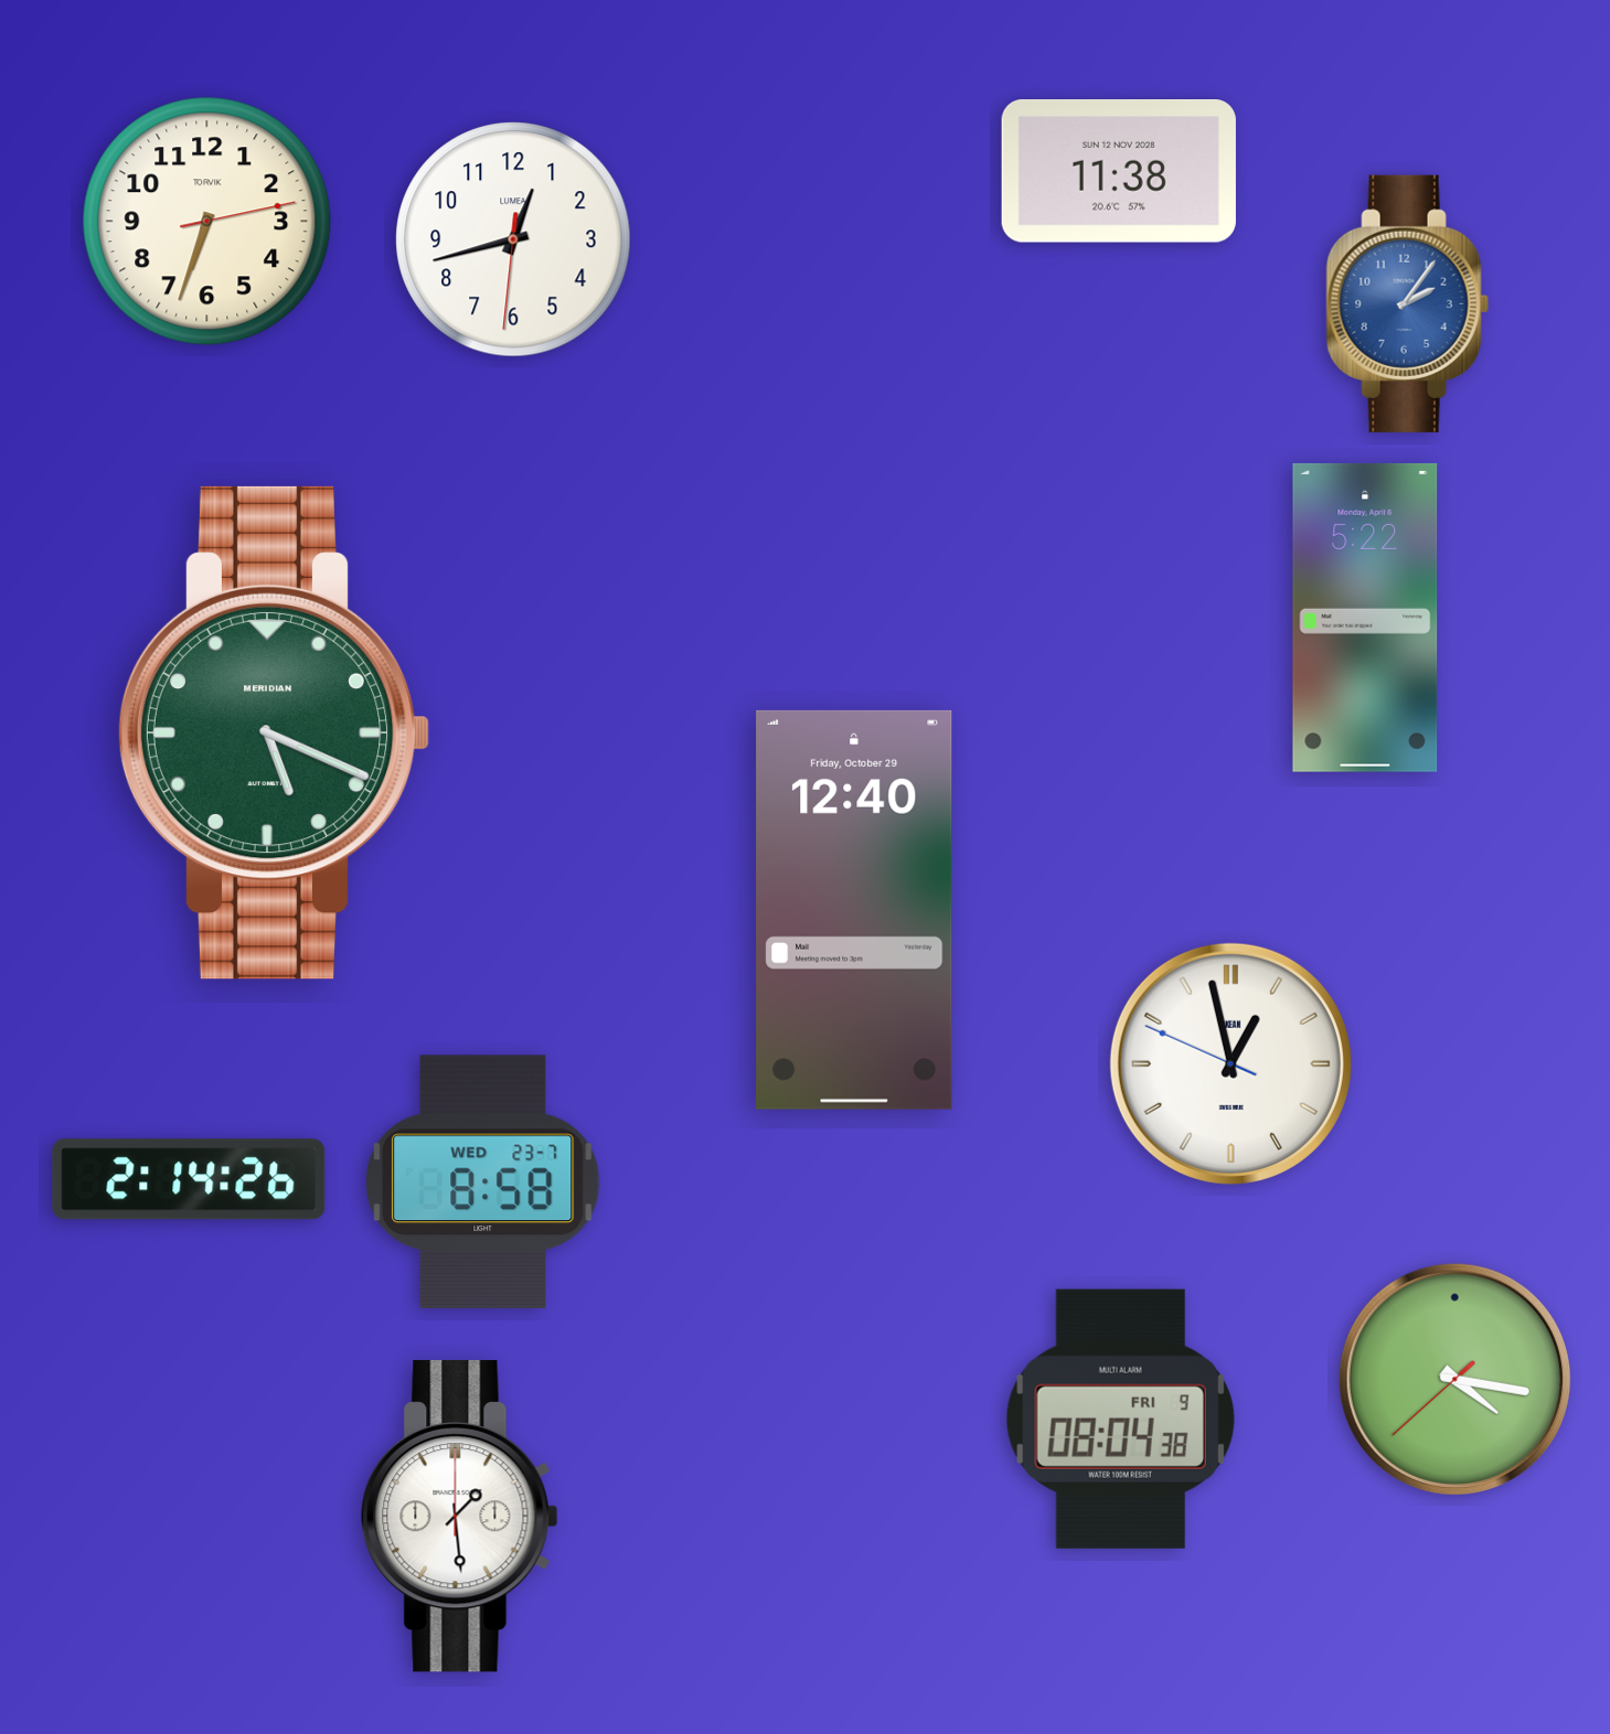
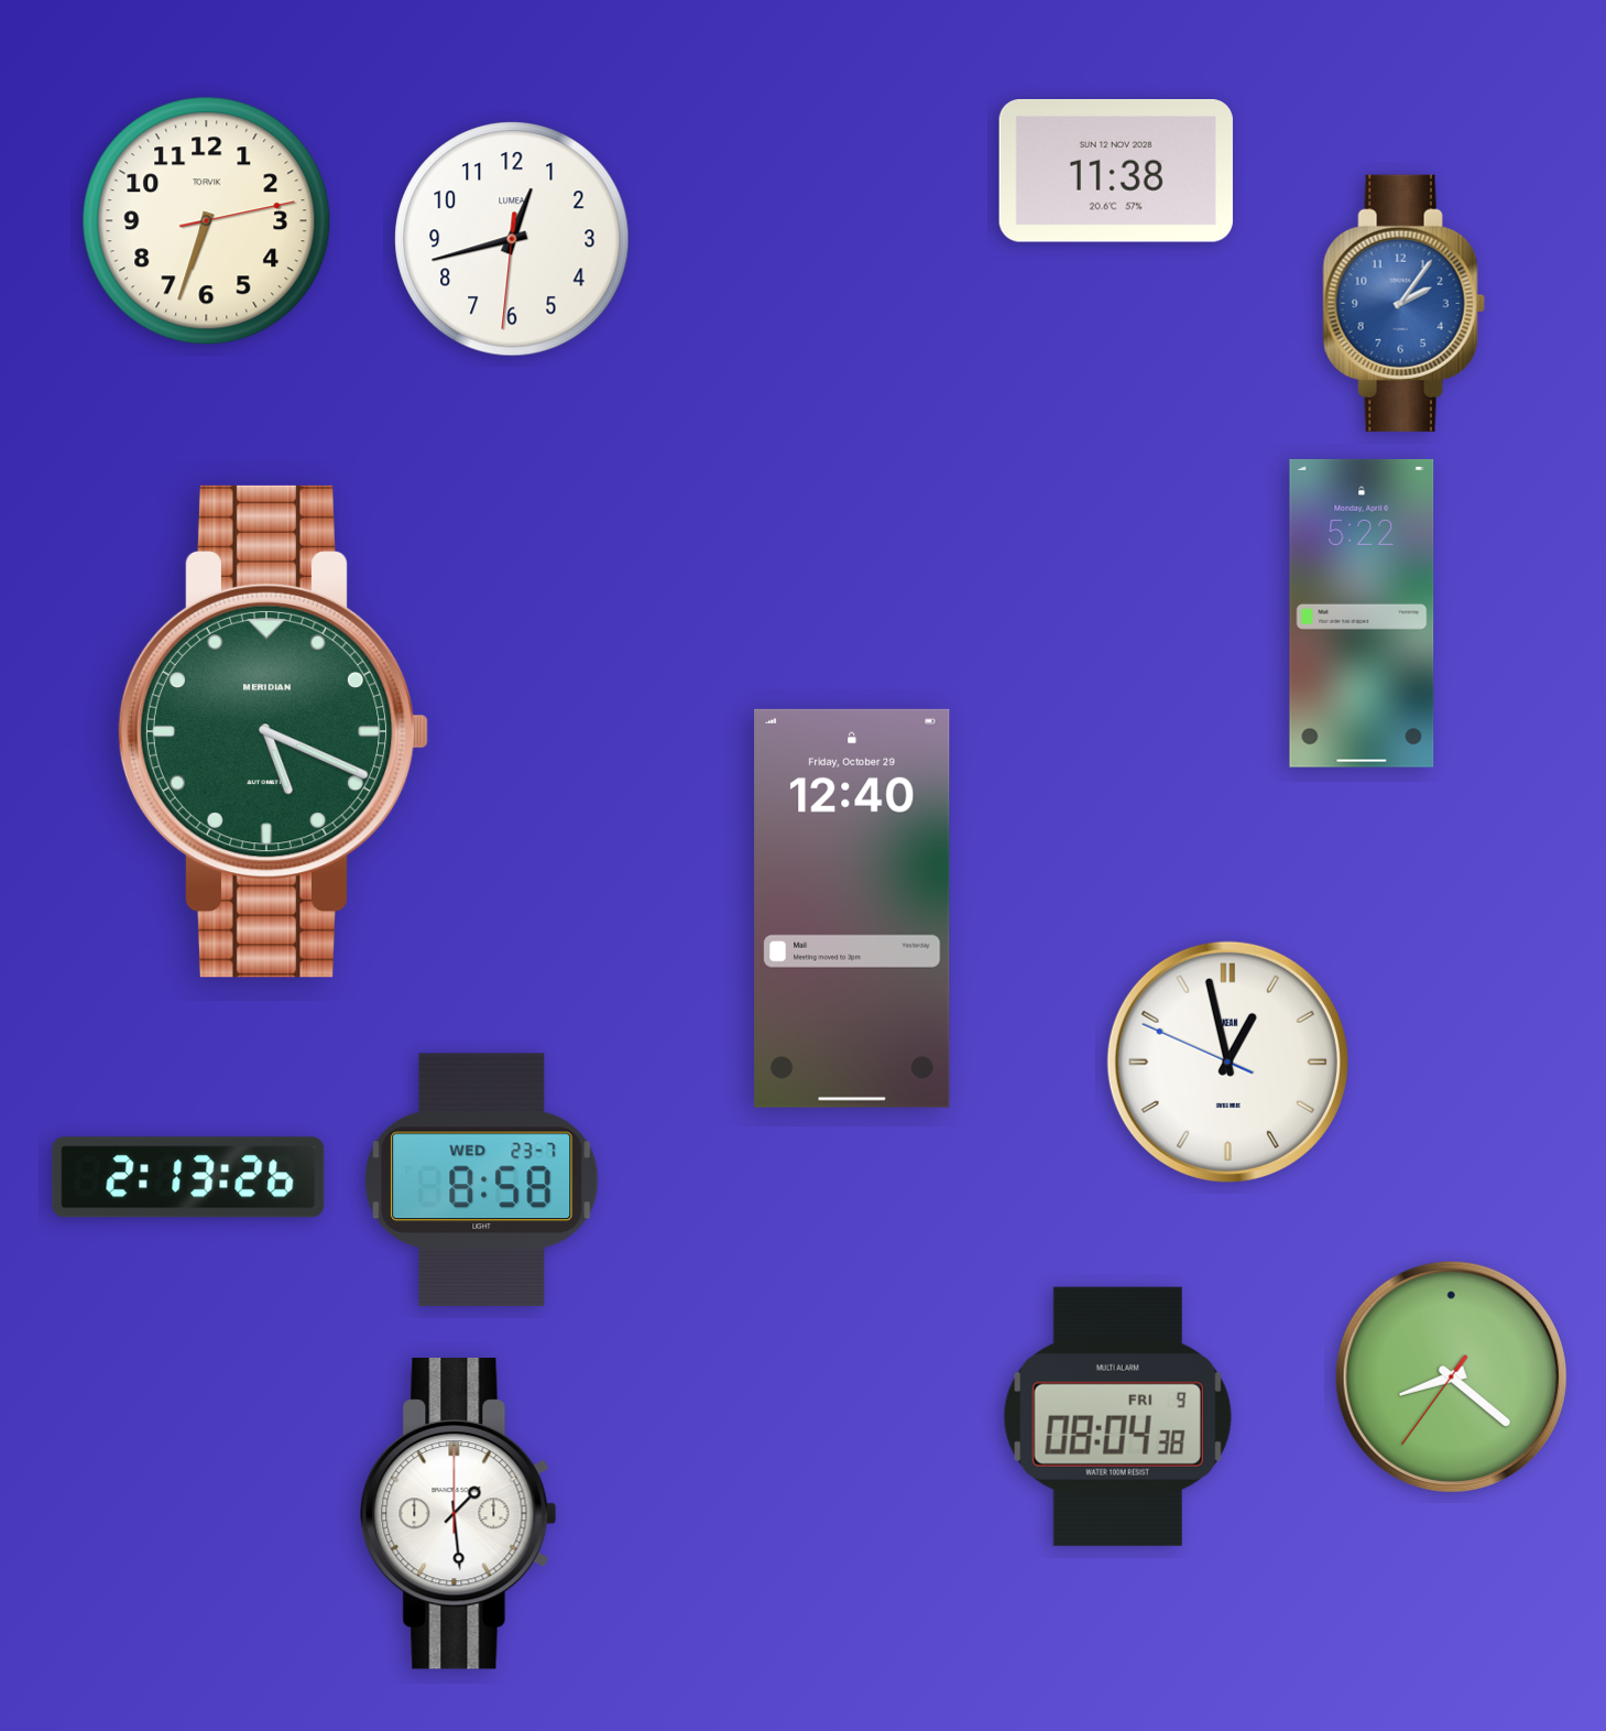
clock at (1365, 618) position: (1365, 618) -> (1362, 613)
clock at (189, 1179): 2:14 -> 2:13
clock at (1454, 1379): 4:16 -> 8:21
